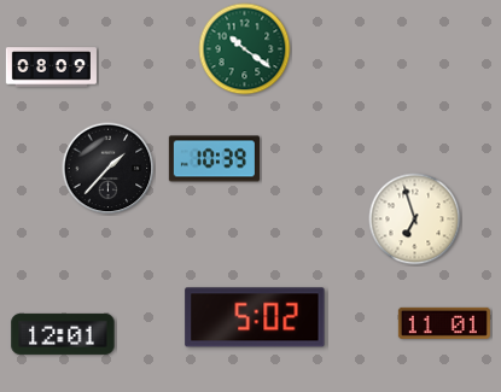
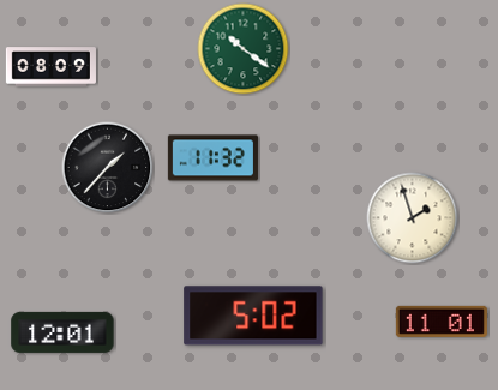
clock at (214, 159): 10:39 -> 11:32
clock at (415, 220): 6:57 -> 1:57
